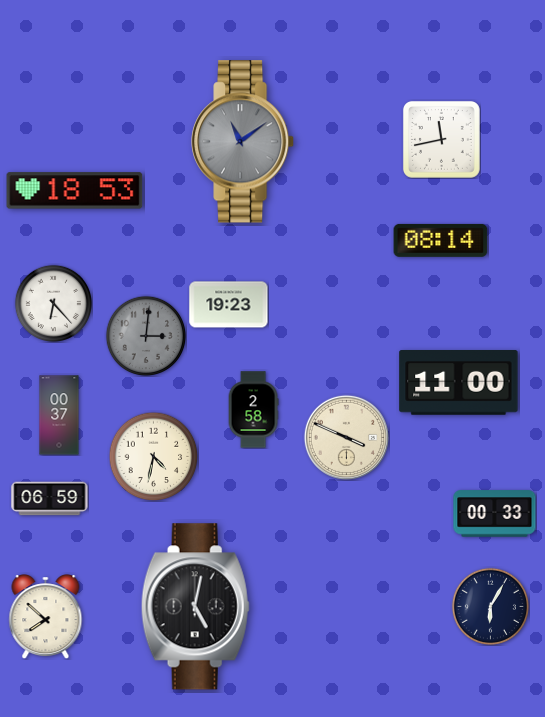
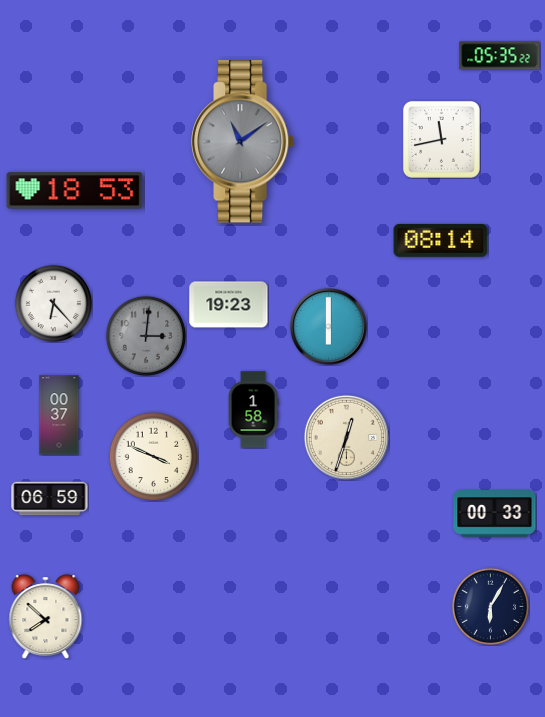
clock at (500, 56): none -> 05:35
clock at (328, 326): none -> 6:00
clock at (459, 383): 11:00 -> none
clock at (253, 410): 2:58 -> 1:58
clock at (346, 437): 3:49 -> 12:33
clock at (153, 456): 4:32 -> 3:49
clock at (195, 607): 5:02 -> none
